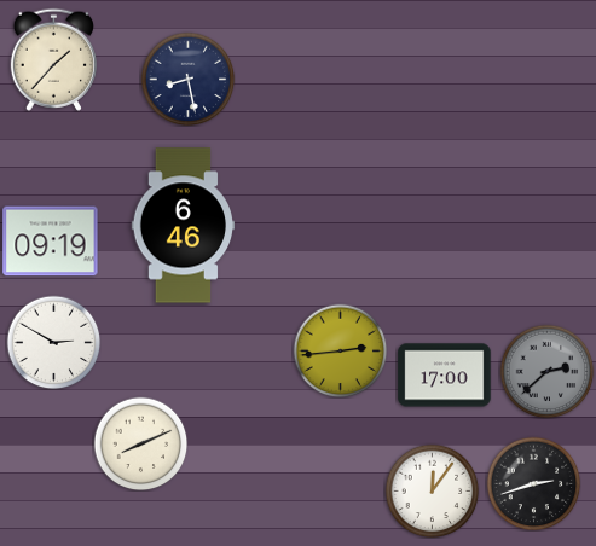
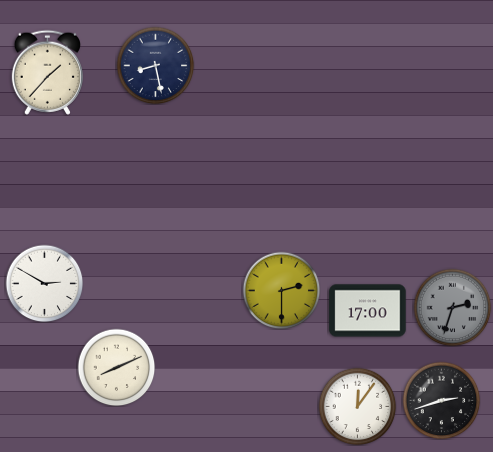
clock at (53, 59) position: (53, 59) -> (47, 72)
clock at (183, 226): 6:46 -> none
clock at (51, 242): 09:19 -> none
clock at (340, 350): 2:44 -> 2:30
clock at (546, 371): 2:38 -> 2:33
